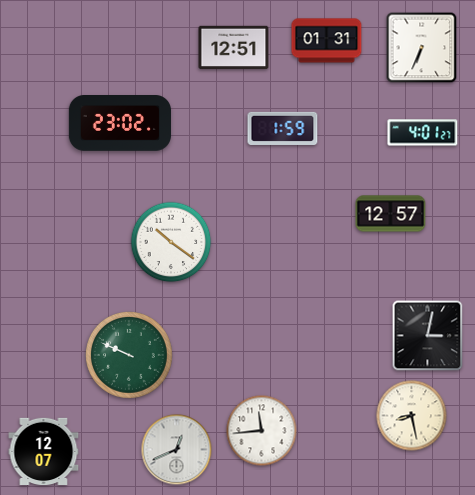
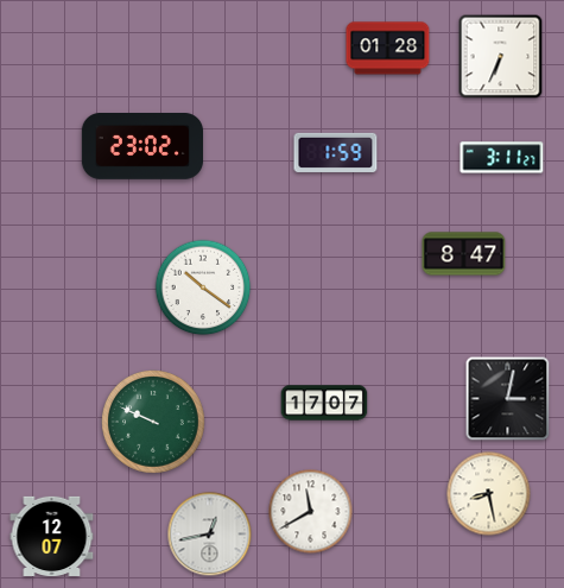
clock at (327, 41): 01:31 -> 01:28
clock at (234, 48): 12:51 -> none
clock at (423, 133): 4:01 -> 3:11
clock at (391, 214): 12:57 -> 8:47
clock at (324, 403): none -> 17:07
clock at (262, 431): 11:44 -> 11:40
clock at (177, 450): 12:41 -> 12:43
